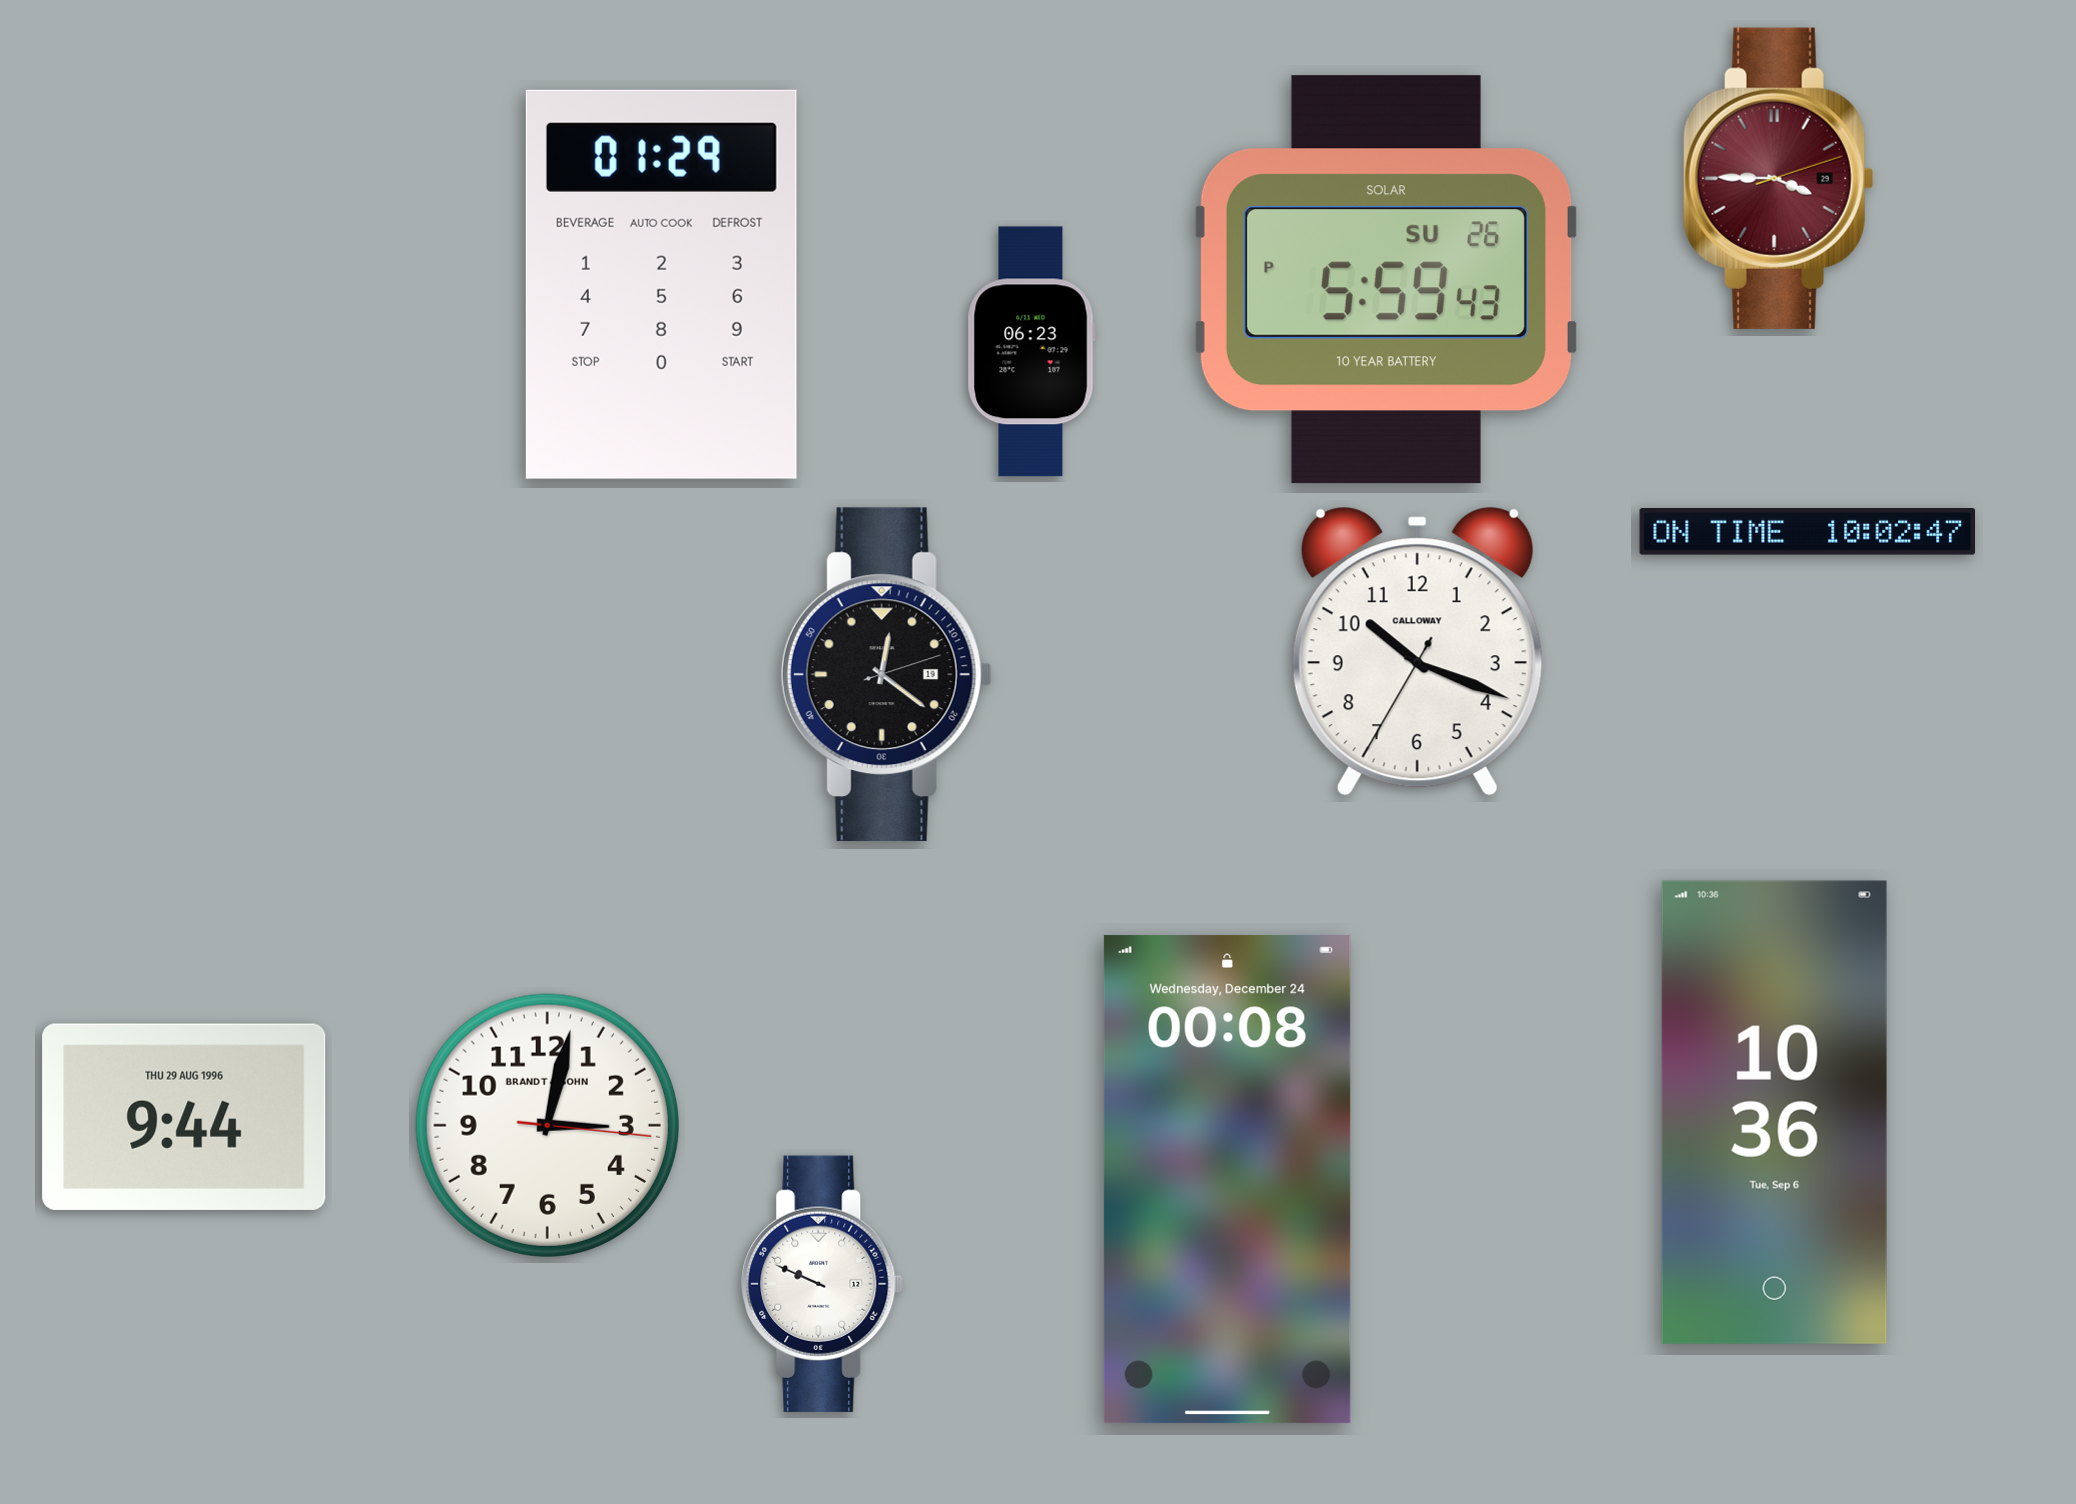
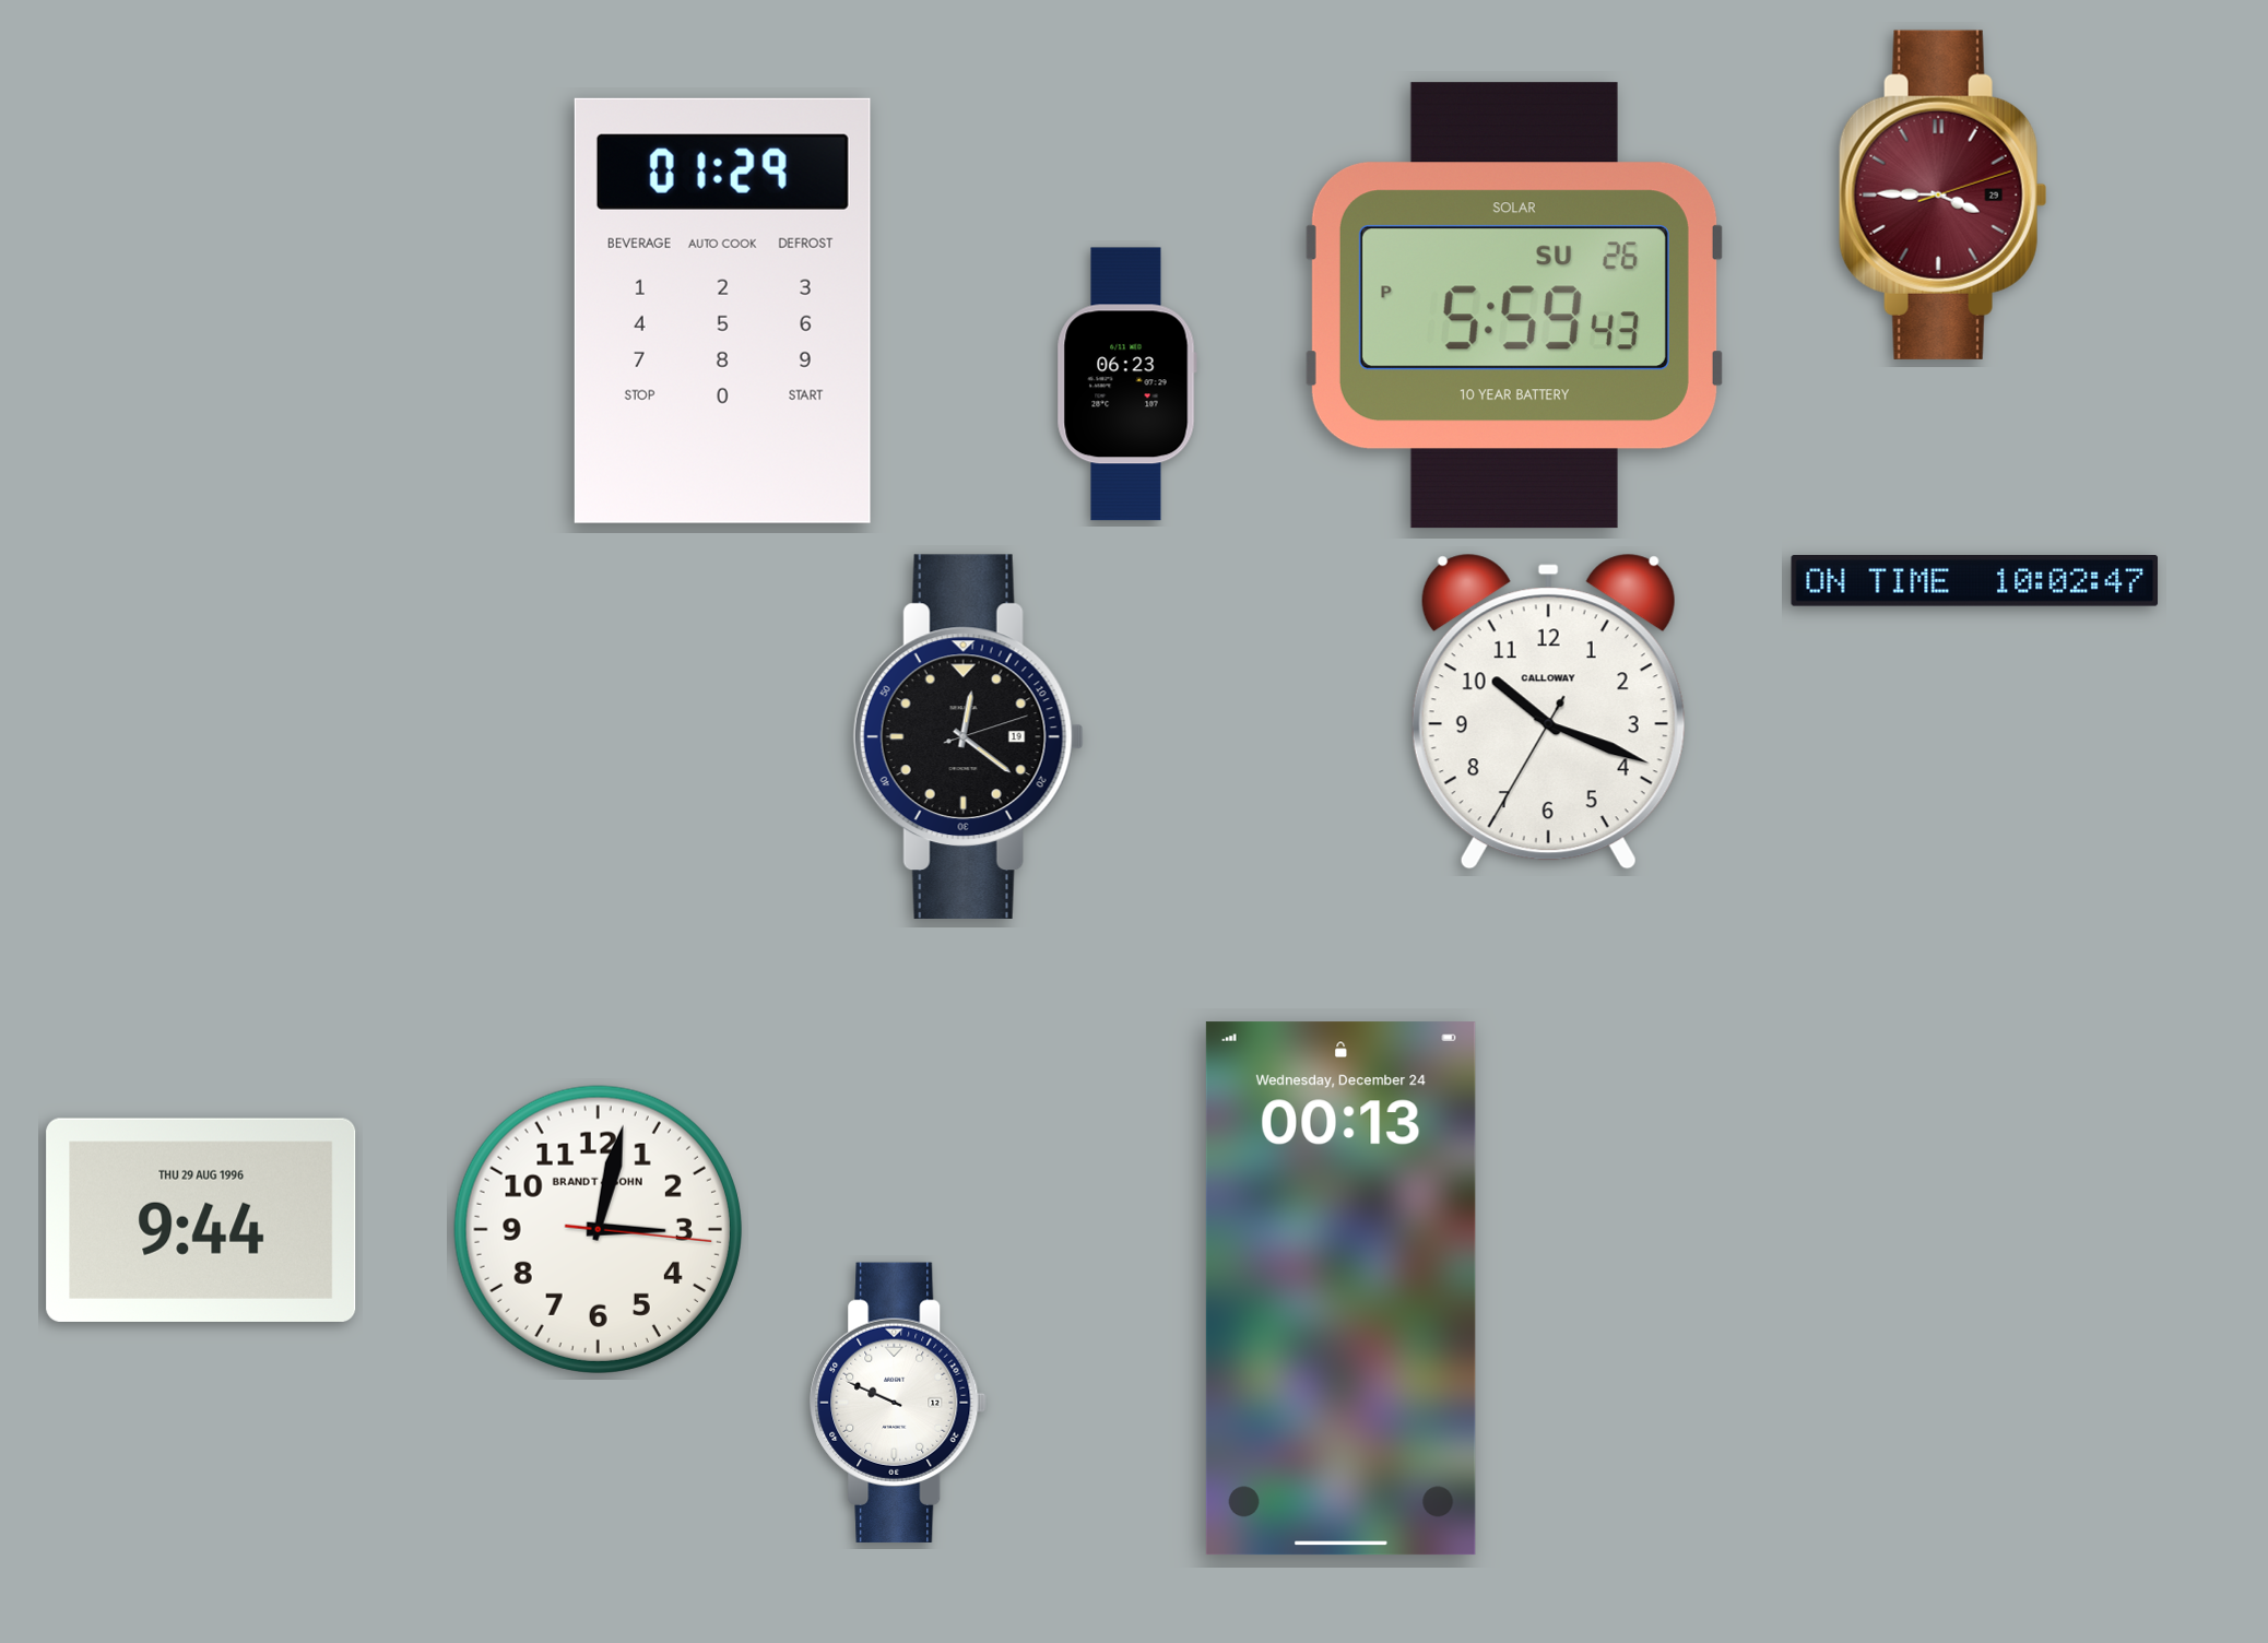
clock at (1774, 1112): 10:36 -> none
clock at (1227, 1180): 00:08 -> 00:13
